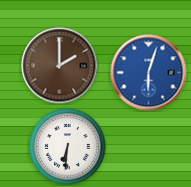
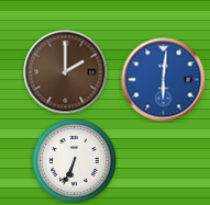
clock at (149, 73): 6:03 -> 6:01
clock at (68, 147): 6:31 -> 6:34
